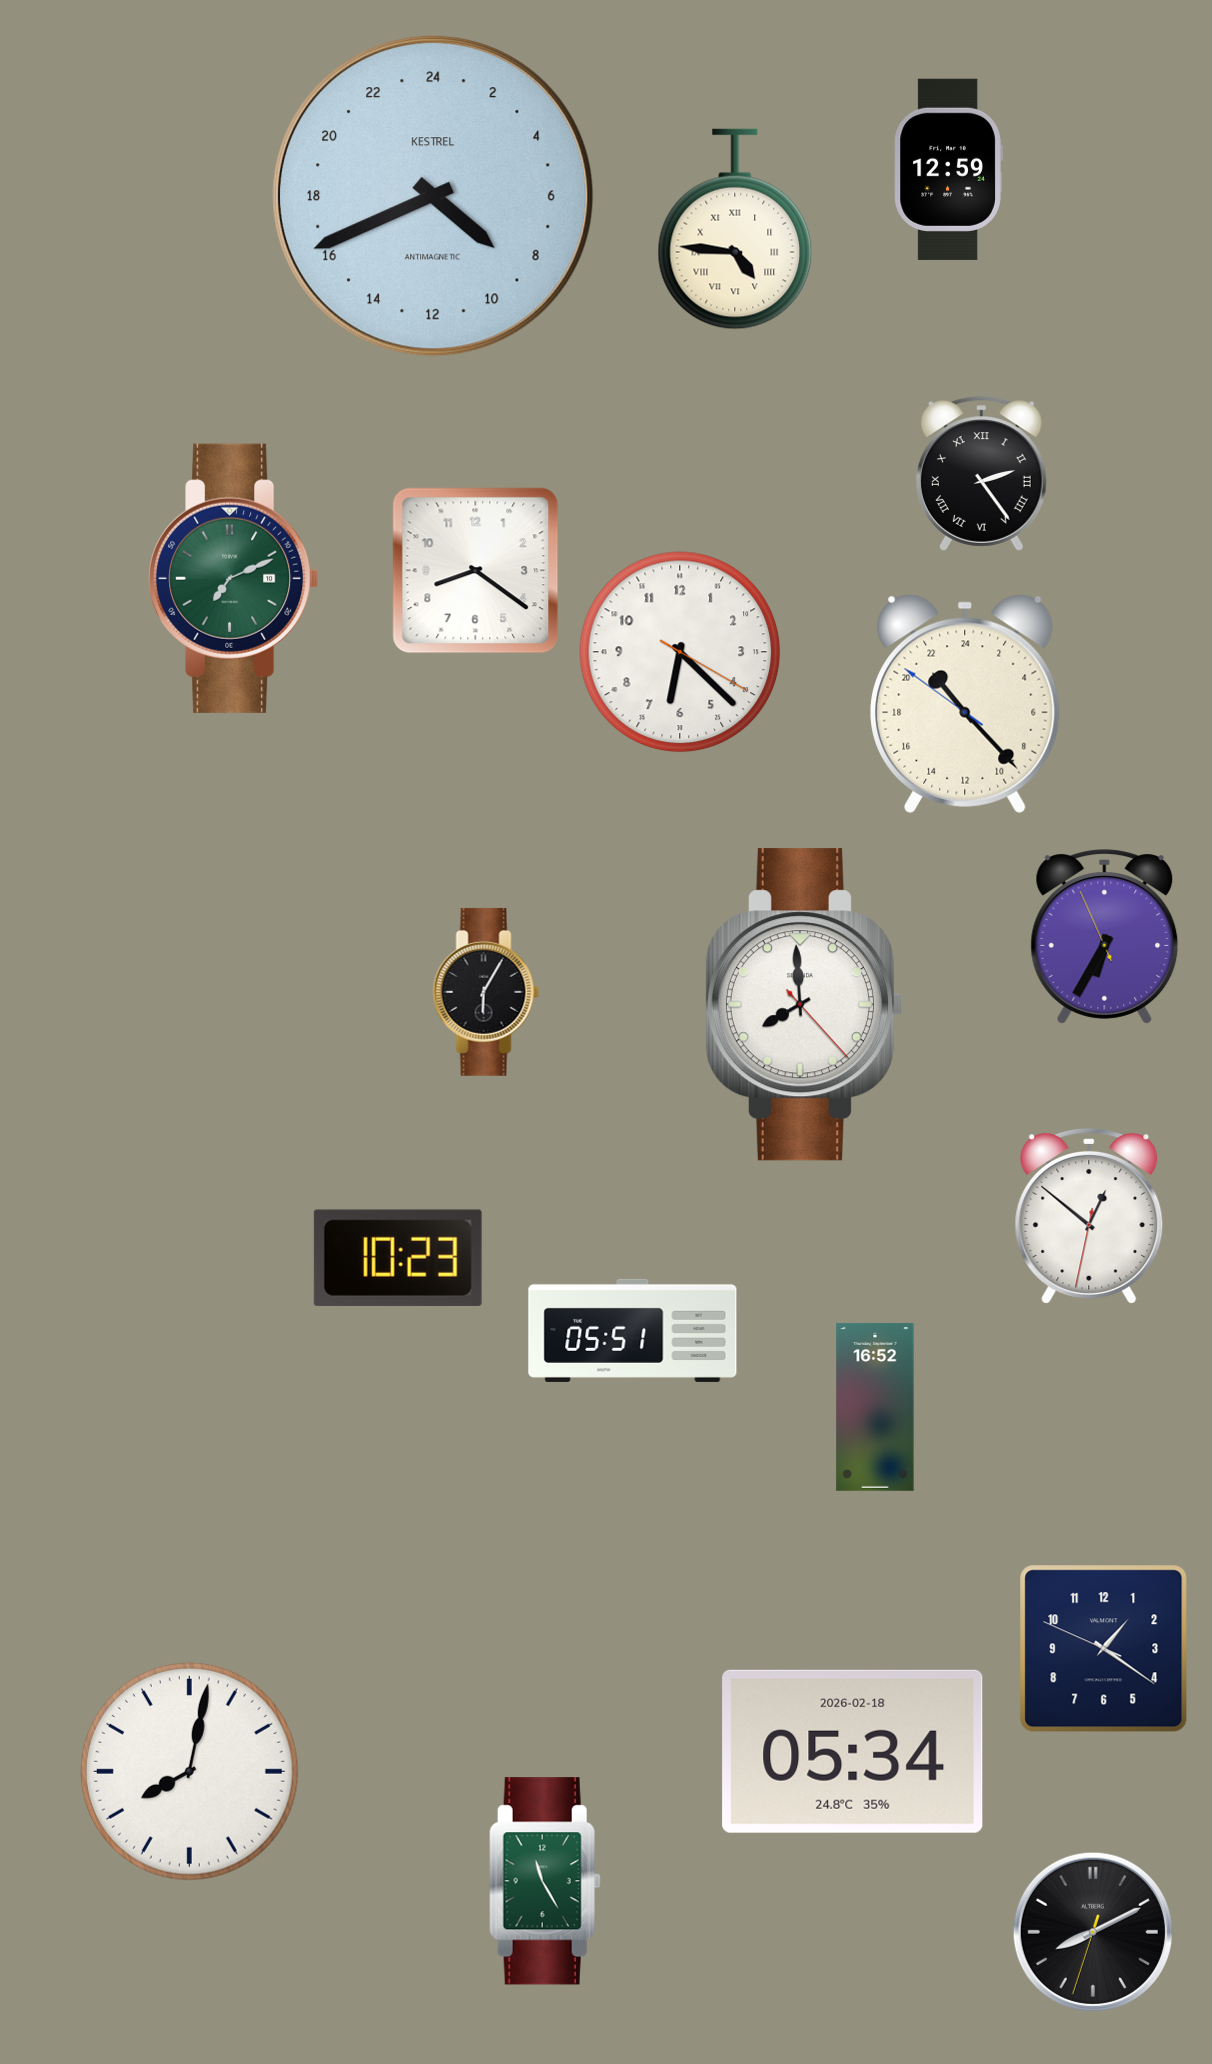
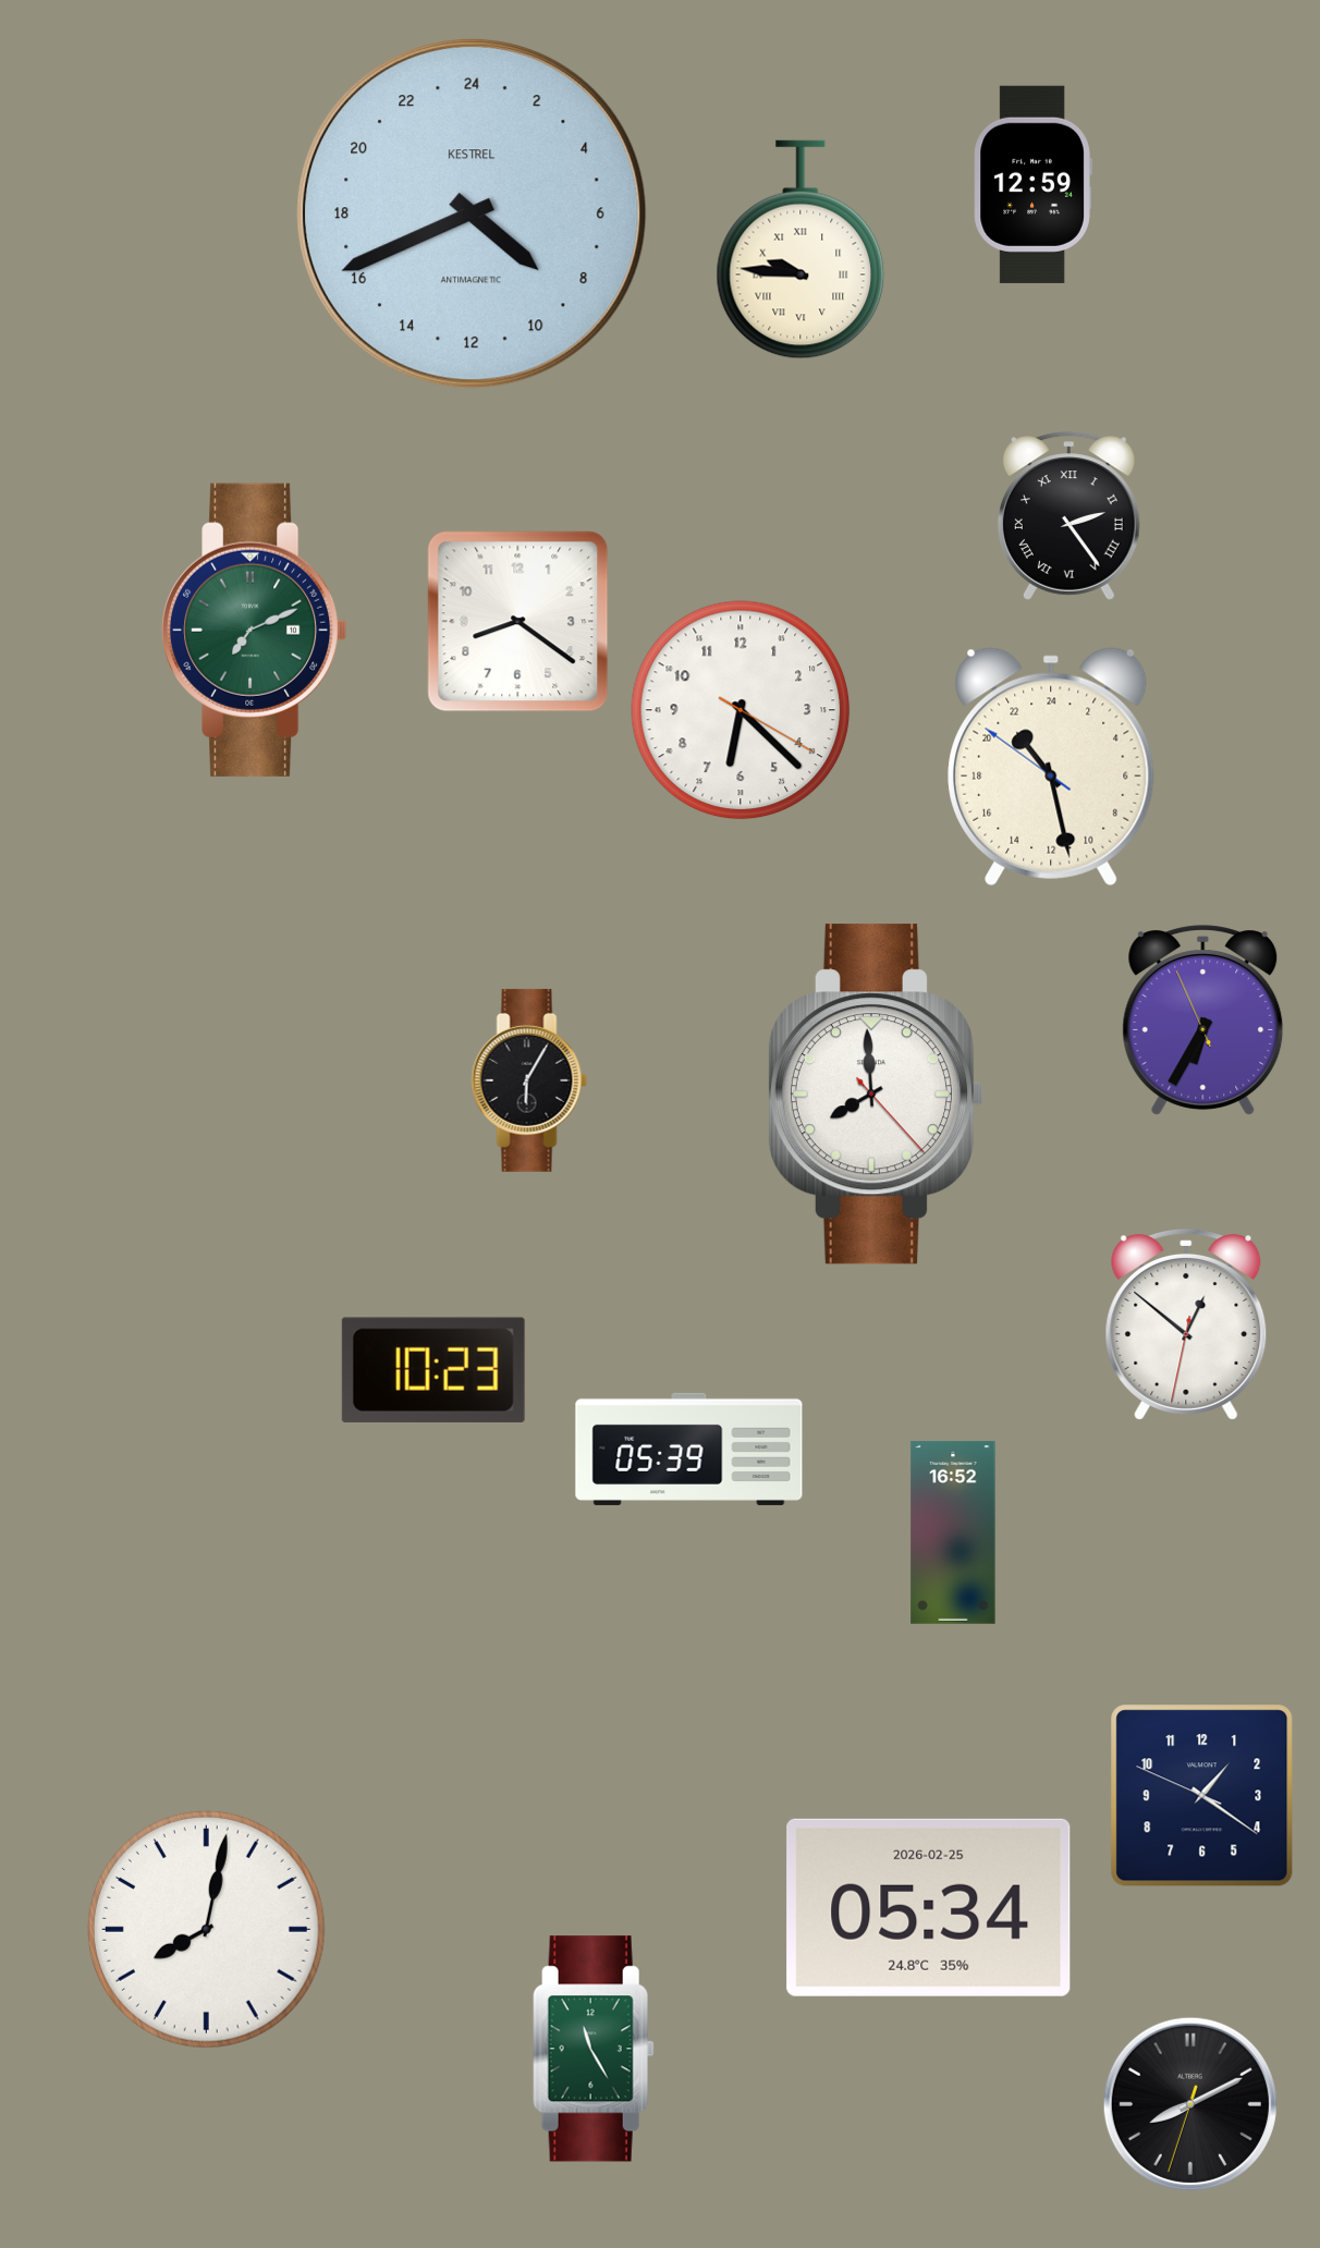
clock at (735, 229): 4:46 -> 9:46
clock at (965, 704): 21:22 -> 21:27
clock at (633, 1330): 05:51 -> 05:39
clock at (853, 1751) date: 2026-02-18 -> 2026-02-25
